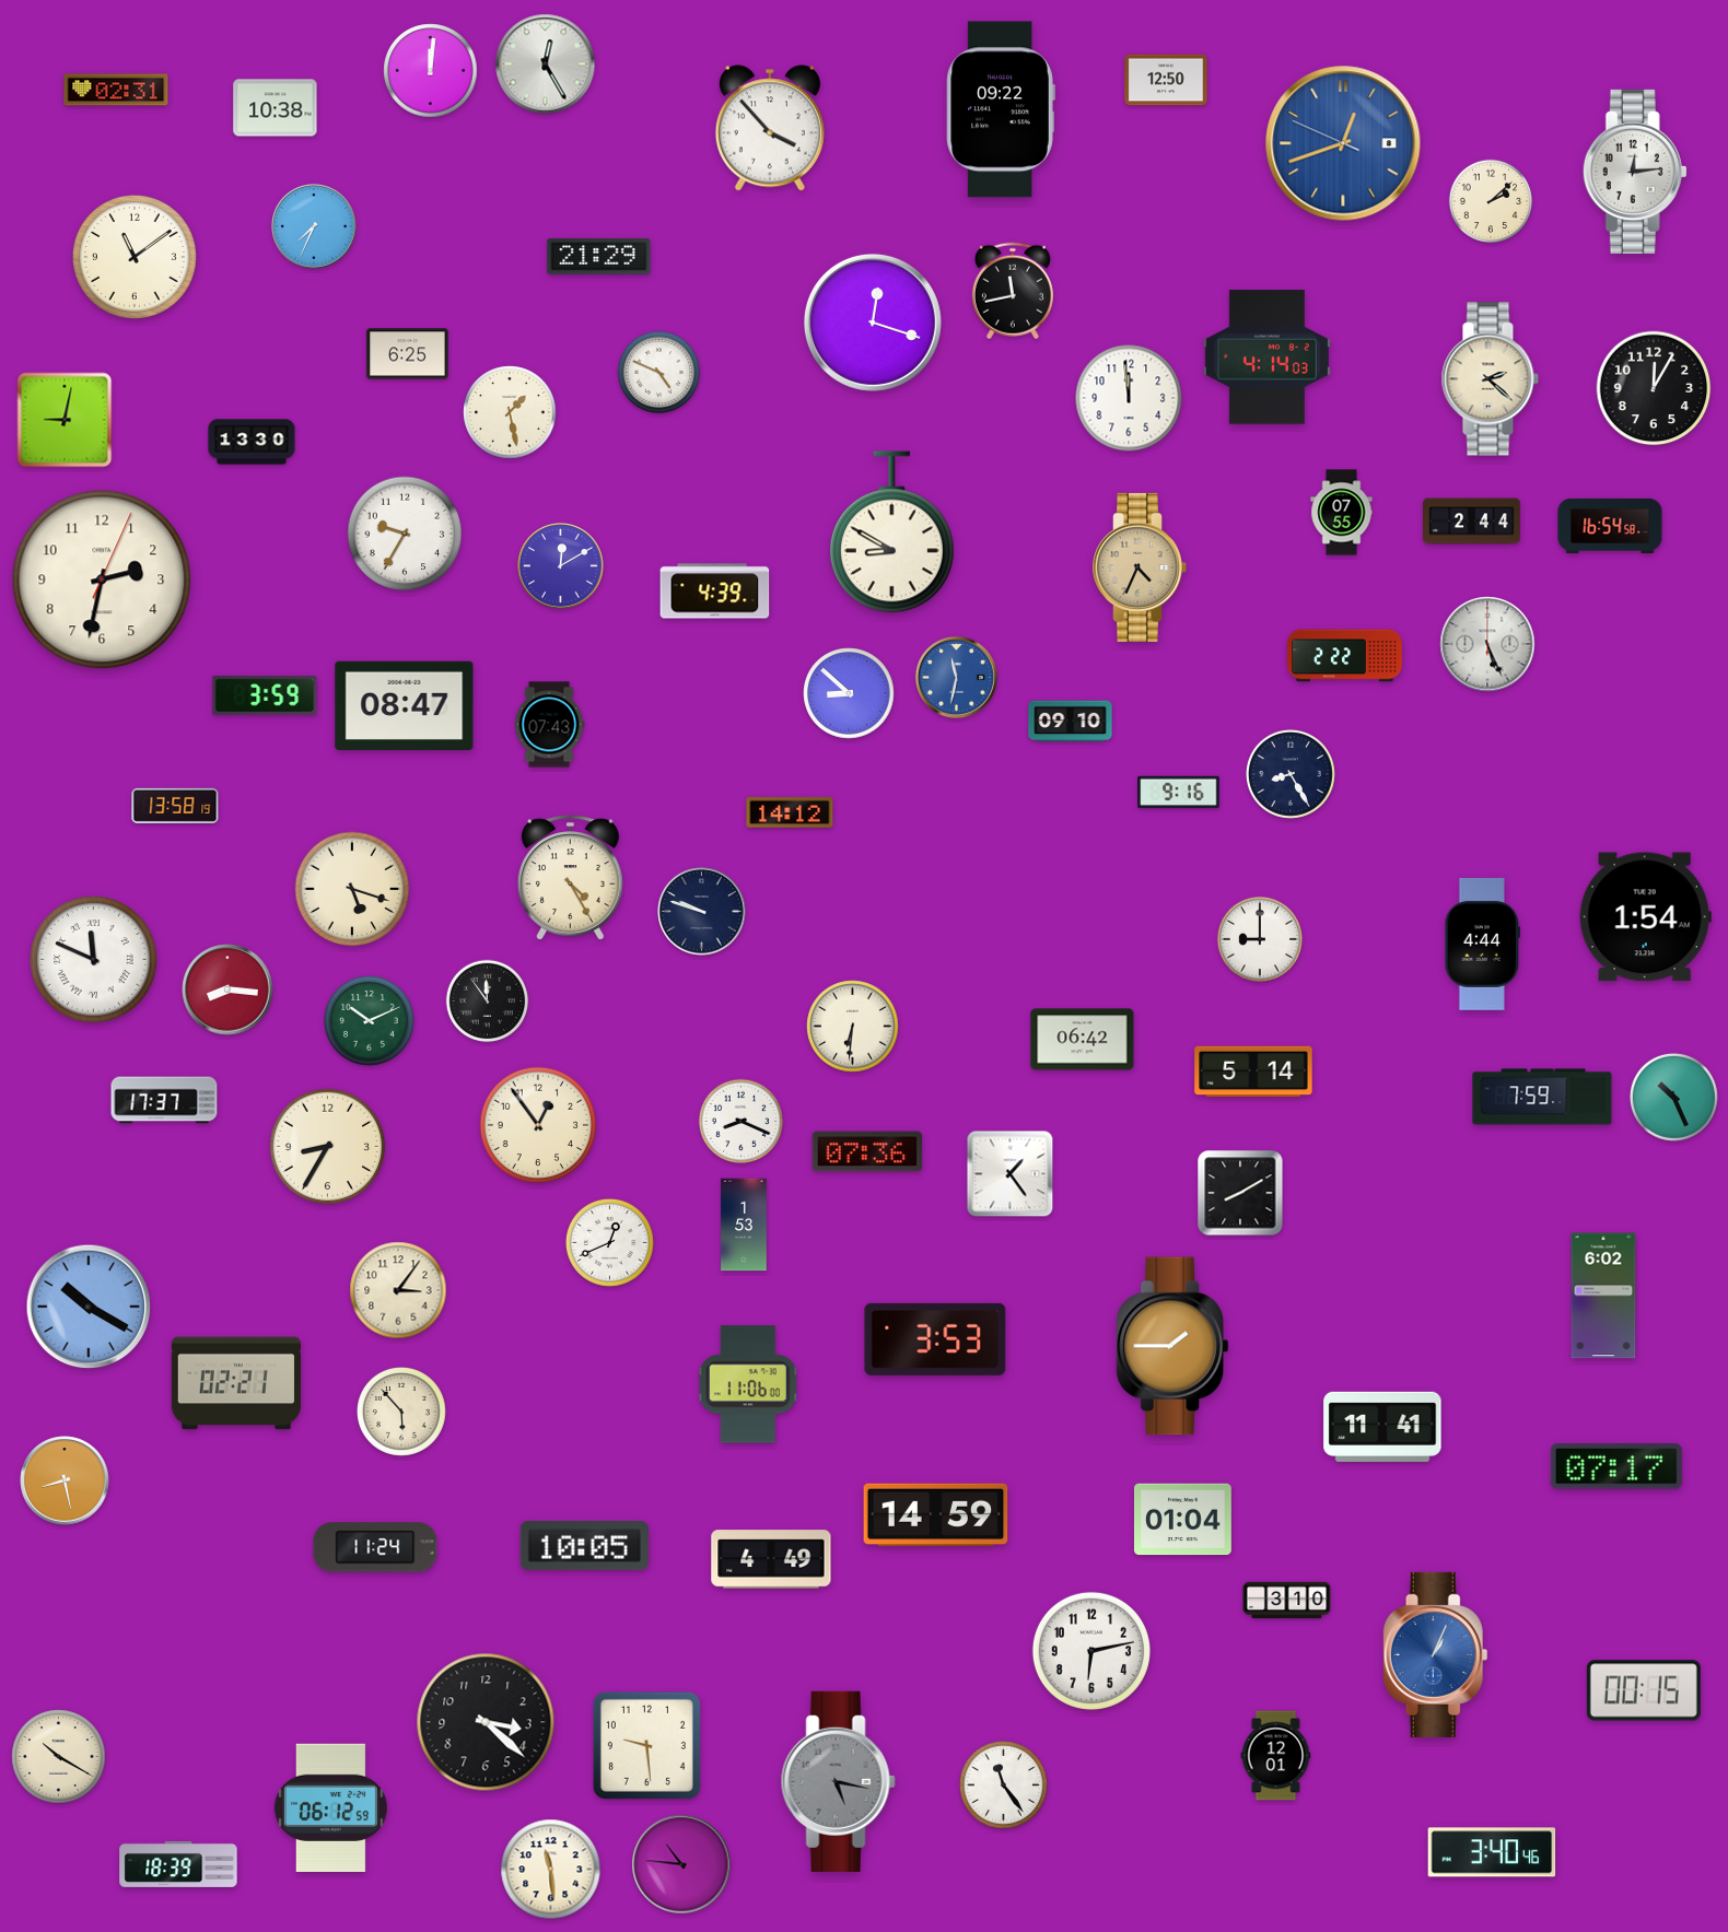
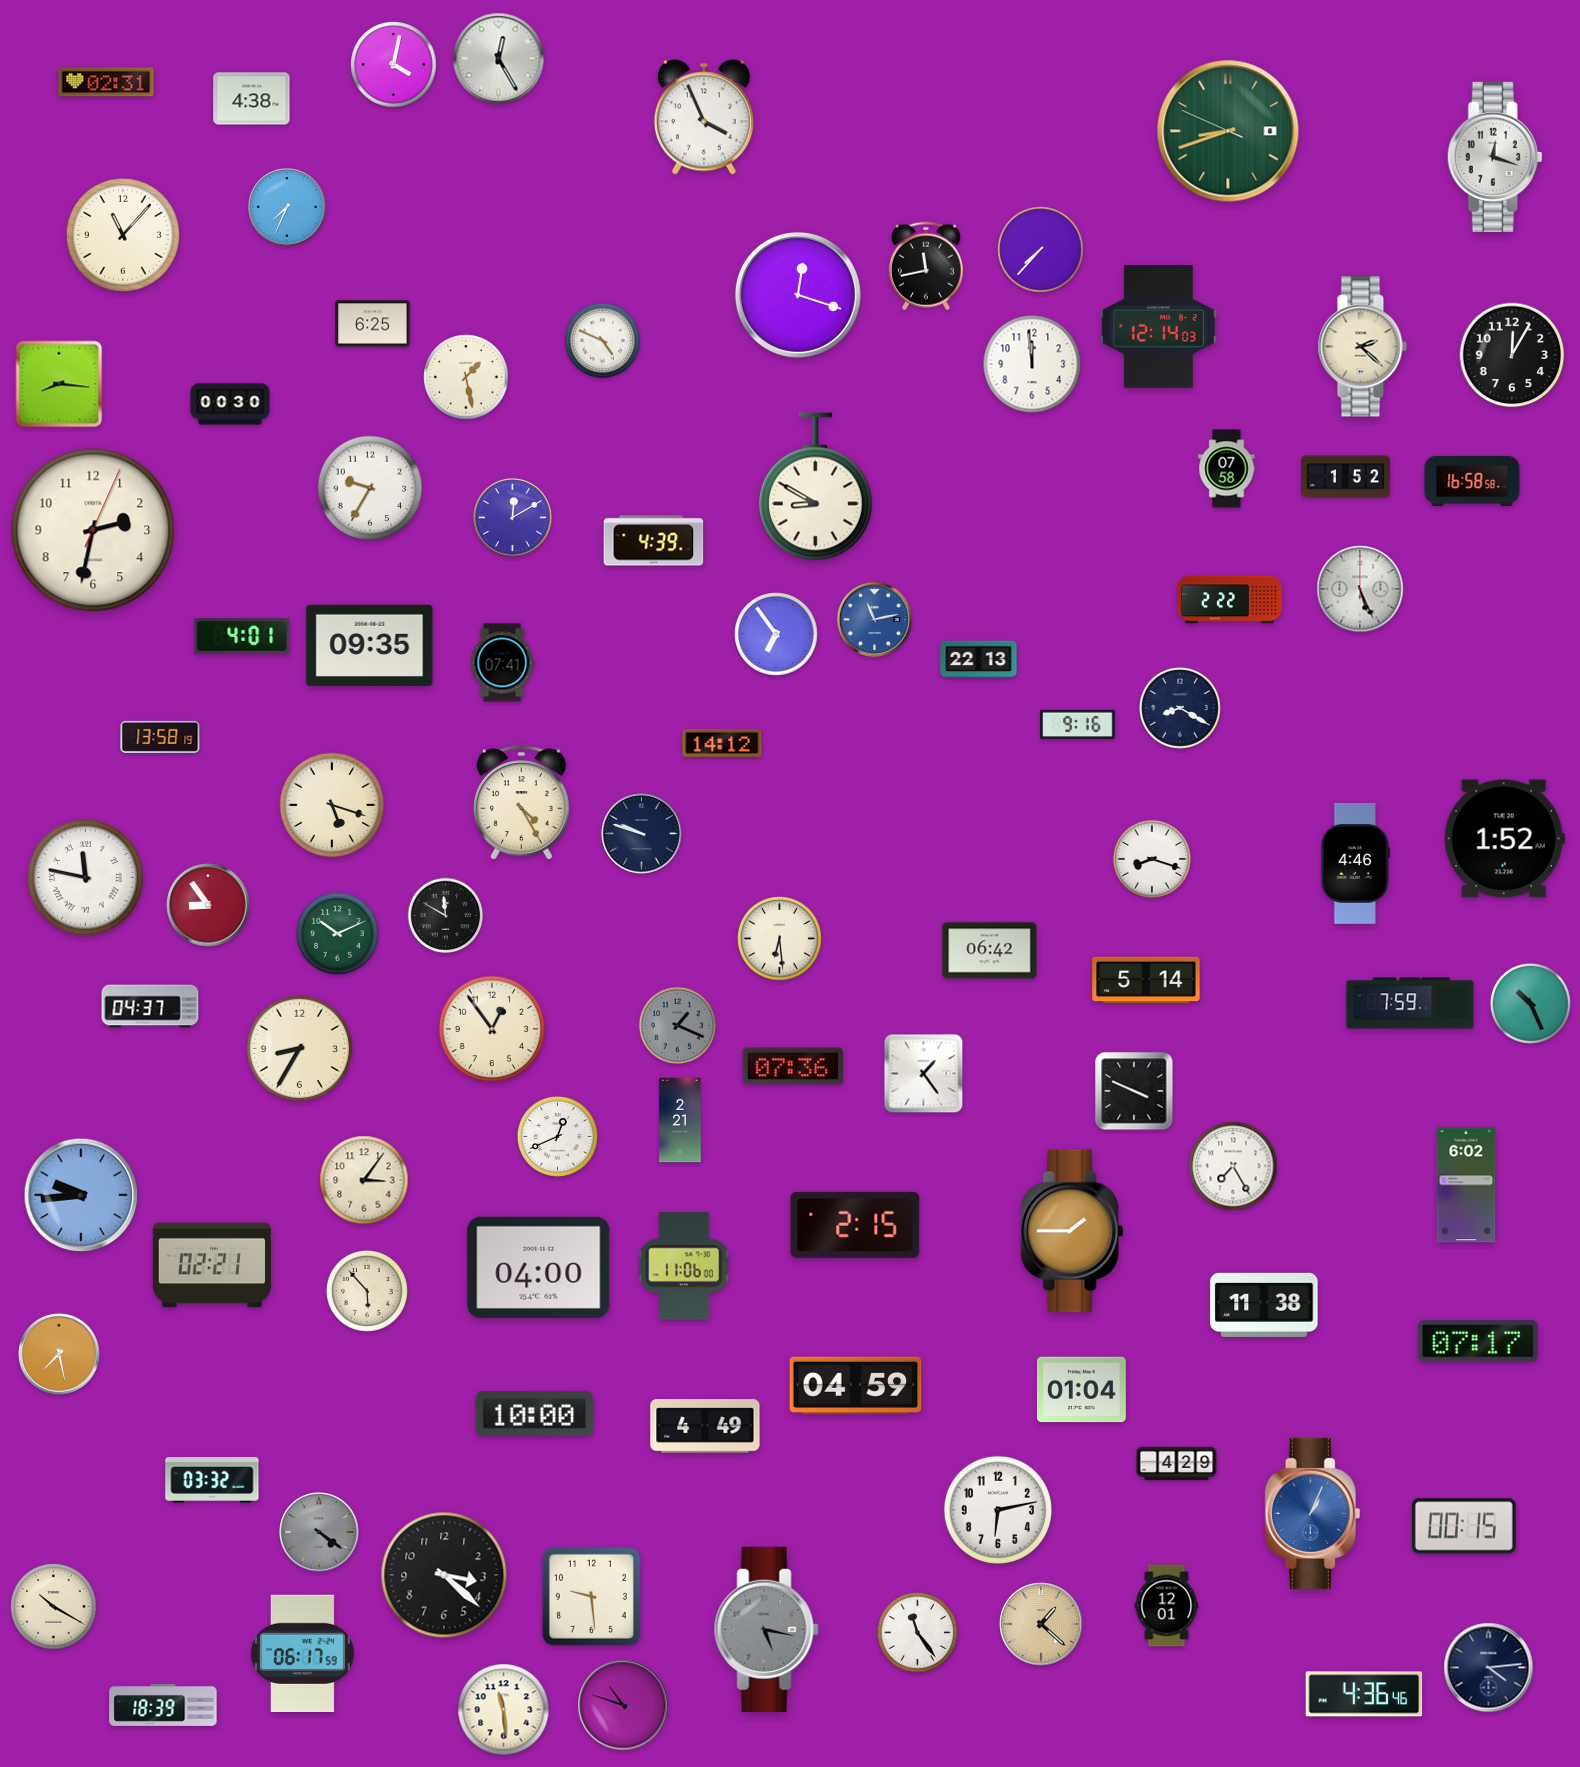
clock at (431, 71): 12:01 -> 4:02
clock at (1166, 80): 12:50 -> none
clock at (276, 108): 10:38 -> 4:38
clock at (1001, 109): 09:22 -> none
clock at (770, 128): 3:53 -> 3:56
clock at (1343, 143): 12:41 -> 8:41
clock at (1343, 143) dial: blue -> green
clock at (1635, 172): 12:14 -> 12:18
clock at (1491, 201): 2:08 -> none
clock at (135, 257): 11:09 -> 11:07
clock at (599, 257): 21:29 -> none
clock at (1041, 250): none -> 7:37
clock at (1266, 358): 4:14 -> 12:14
clock at (65, 420): 9:02 -> 8:16
clock at (252, 442): 13:30 -> 00:30
clock at (1342, 513): 07:55 -> 07:58
clock at (1472, 522): 2:44 -> 1:52
clock at (1610, 526): 16:54 -> 16:58
clock at (1140, 567): 4:34 -> none
clock at (956, 677): 11:32 -> 11:13
clock at (849, 693): 8:52 -> 6:54
clock at (265, 695): 3:59 -> 4:01
clock at (405, 706): 08:47 -> 09:35
clock at (1071, 722): 09:10 -> 22:13
clock at (549, 725): 07:43 -> 07:41
clock at (1291, 774): 8:25 -> 8:20
clock at (352, 889) position: (352, 889) -> (332, 805)
clock at (1645, 917): 1:54 -> 1:52
clock at (1260, 939): 9:00 -> 8:18
clock at (1483, 944): 4:44 -> 4:46
clock at (94, 960): 11:49 -> 11:47
clock at (227, 990): 8:16 -> 8:54
clock at (488, 1002): 11:54 -> 11:50
clock at (853, 1027): 6:31 -> 6:29
clock at (164, 1100): 17:37 -> 04:37
clock at (740, 1121): 8:19 -> 1:19
clock at (740, 1121) dial: white -> grey
clock at (867, 1151) position: (867, 1151) -> (793, 1066)
clock at (1240, 1193): 8:10 -> 3:49
clock at (744, 1225): 1:53 -> 2:21
clock at (1233, 1166): none -> 7:25
clock at (89, 1307): 10:20 -> 9:44
clock at (935, 1339): 3:53 -> 2:15
clock at (236, 1383) position: (236, 1383) -> (212, 1265)
clock at (539, 1267): none -> 04:00
clock at (1382, 1427): 11:41 -> 11:38
clock at (65, 1480): 8:28 -> 7:28
clock at (936, 1515): 14:59 -> 04:59
clock at (584, 1545): 10:05 -> 10:00
clock at (375, 1547): 11:24 -> none
clock at (1287, 1601): 3:10 -> 4:29
clock at (212, 1480): none -> 03:32
clock at (319, 1532): none -> 4:21
clock at (1644, 1690) position: (1644, 1690) -> (1464, 1526)
clock at (1041, 1624): none -> 1:22
clock at (330, 1807): 06:12 -> 06:17
clock at (1489, 1668): none -> 4:14
clock at (1492, 1852): 3:40 -> 4:36
clock at (681, 1864): 10:46 -> 10:48
